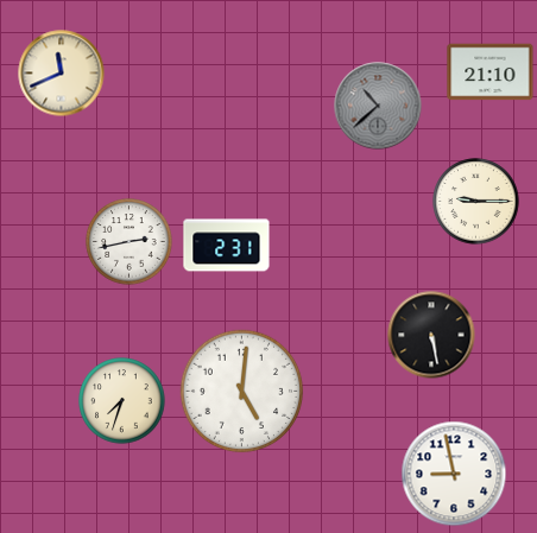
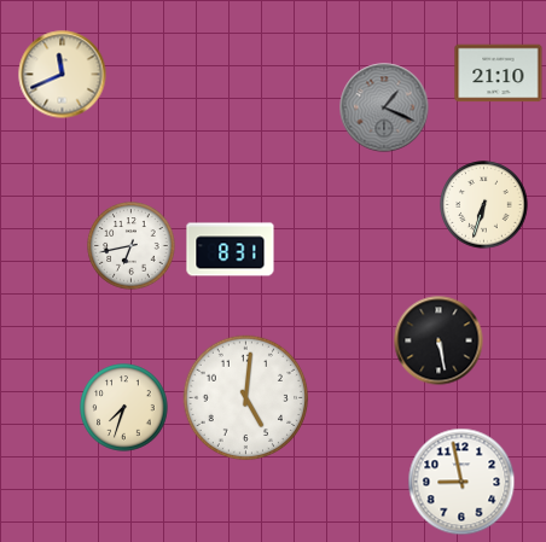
clock at (378, 106): 10:38 -> 1:19
clock at (476, 202): 9:15 -> 6:33
clock at (129, 242): 2:43 -> 6:43
clock at (227, 246): 2:31 -> 8:31
